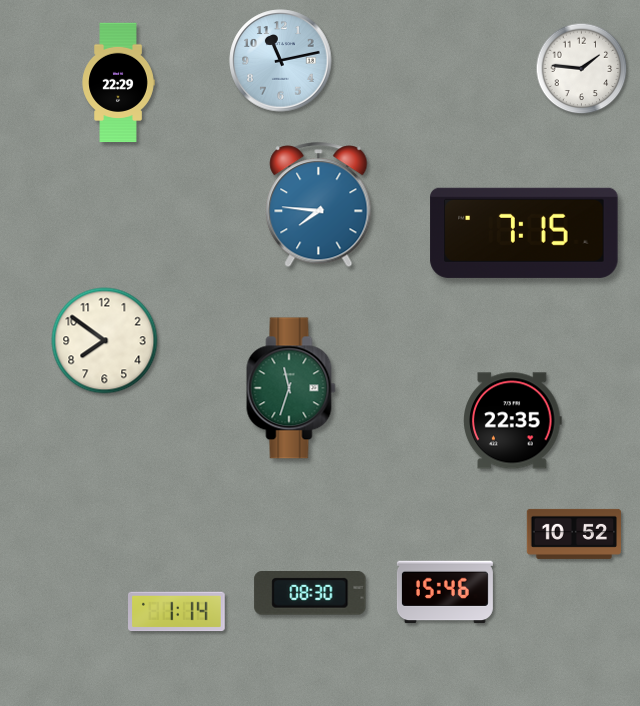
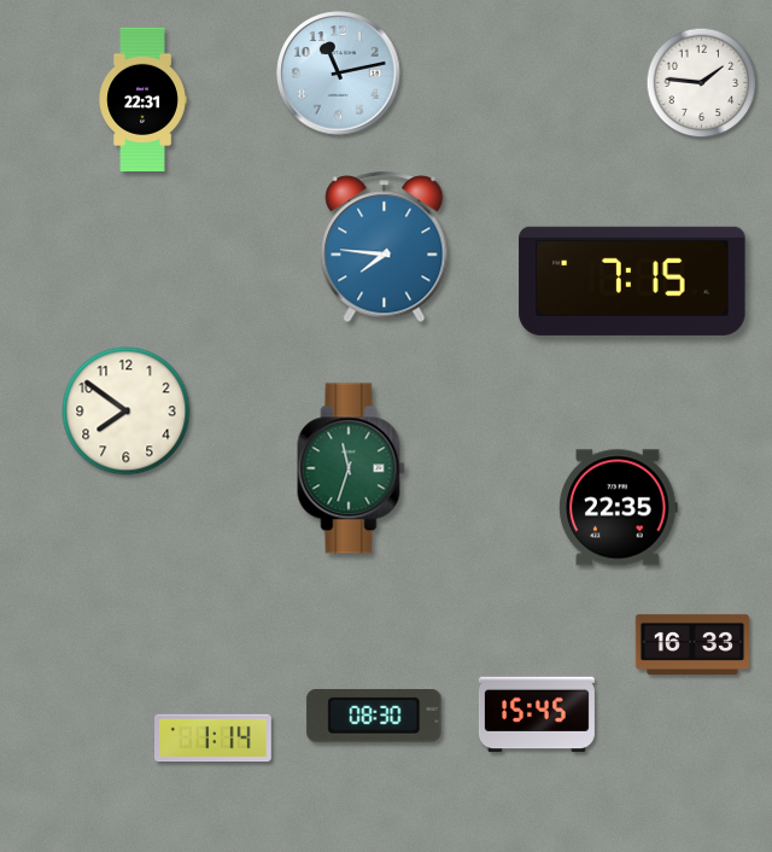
clock at (118, 83): 22:29 -> 22:31
clock at (574, 534): 10:52 -> 16:33
clock at (445, 592): 15:46 -> 15:45
